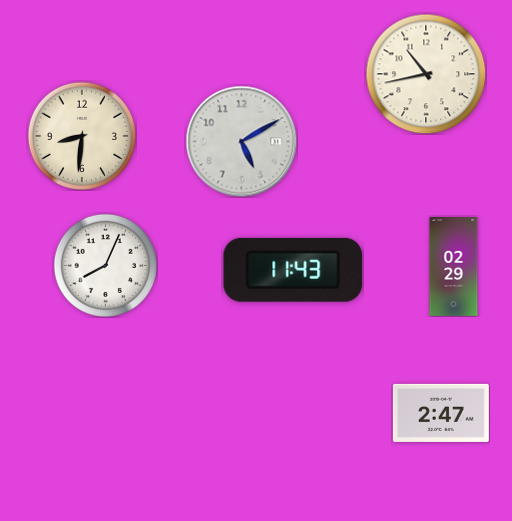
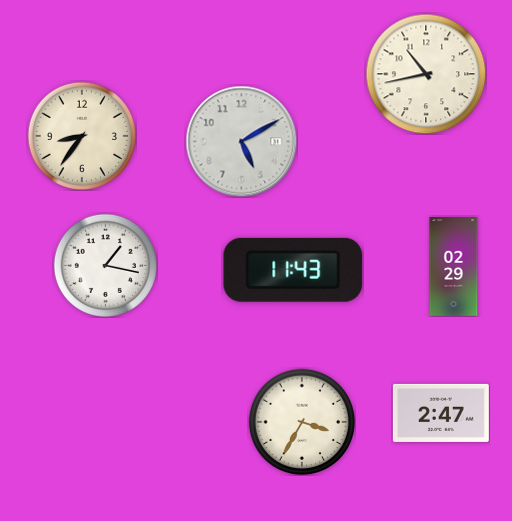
clock at (81, 135): 8:31 -> 8:36
clock at (105, 265): 8:04 -> 1:17
clock at (301, 422): none -> 3:35
